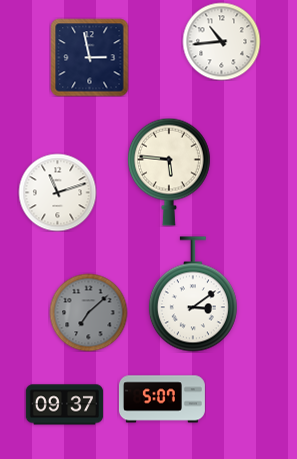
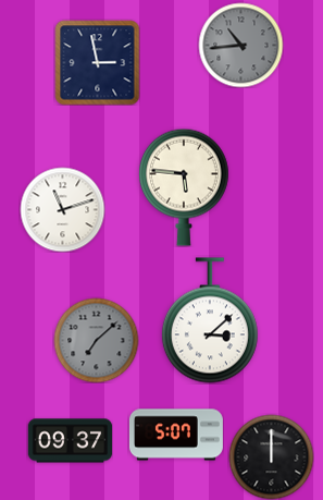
clock at (221, 41) dial: white -> grey
clock at (193, 294): 3:09 -> 3:08
clock at (271, 456): none -> 12:00
